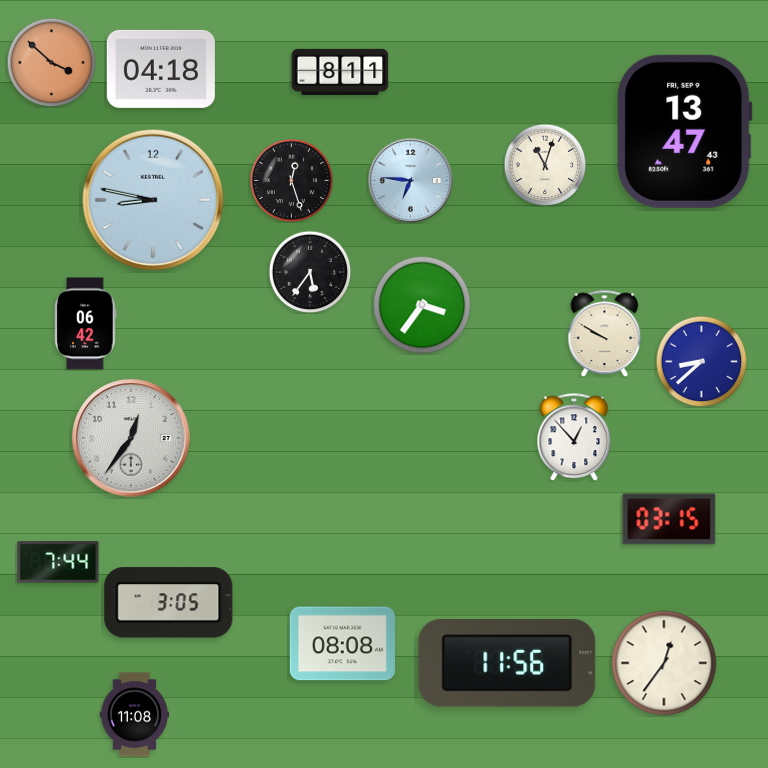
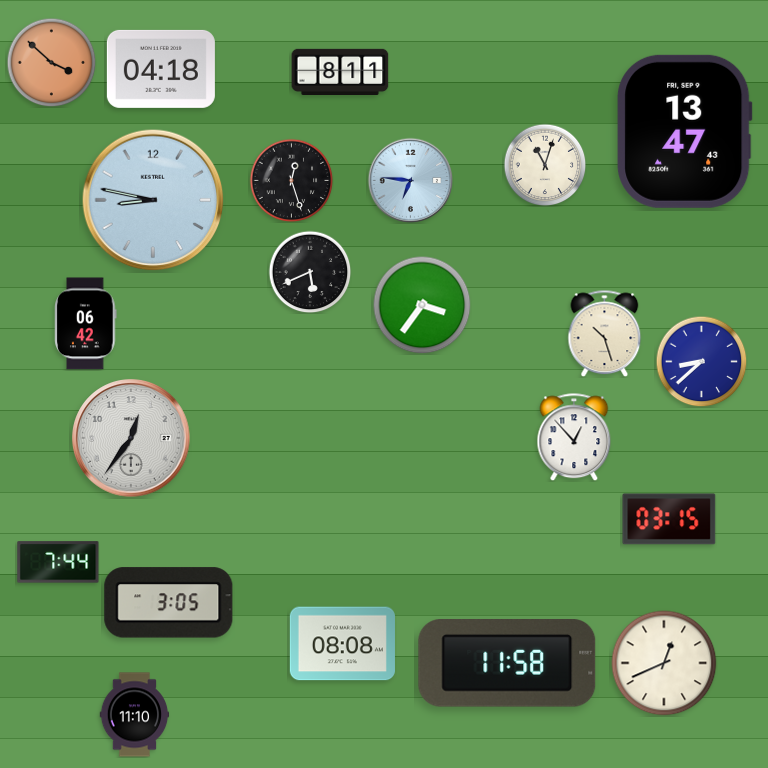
clock at (310, 272): 5:36 -> 5:41
clock at (605, 333): 9:50 -> 10:27
clock at (664, 663): 12:36 -> 12:41
clock at (507, 664): 11:56 -> 11:58
clock at (135, 715): 11:08 -> 11:10
